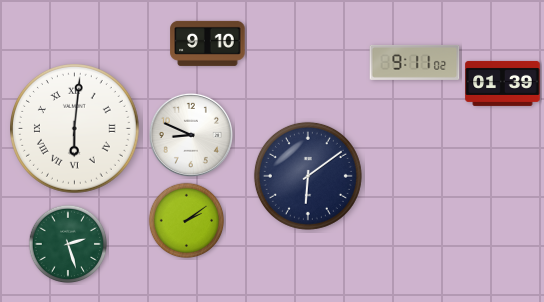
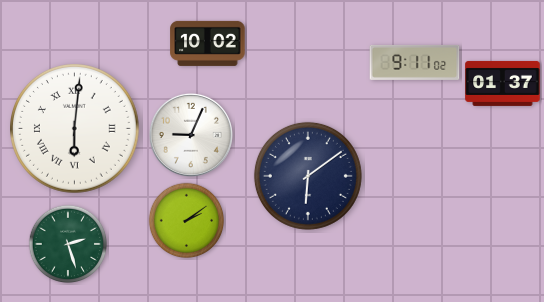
clock at (208, 43): 9:10 -> 10:02
clock at (503, 83): 01:39 -> 01:37
clock at (191, 135): 8:49 -> 9:04
